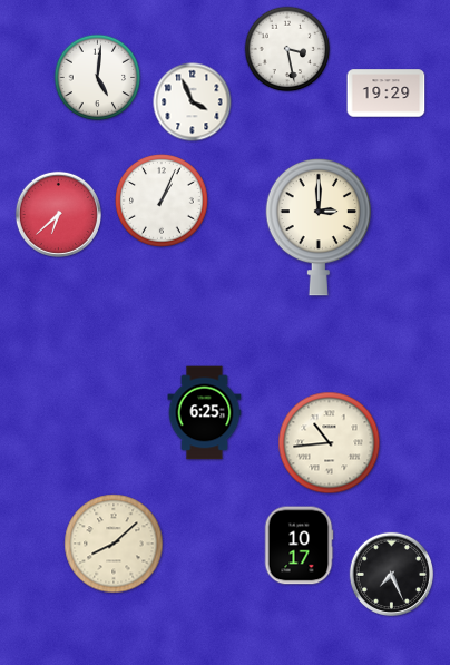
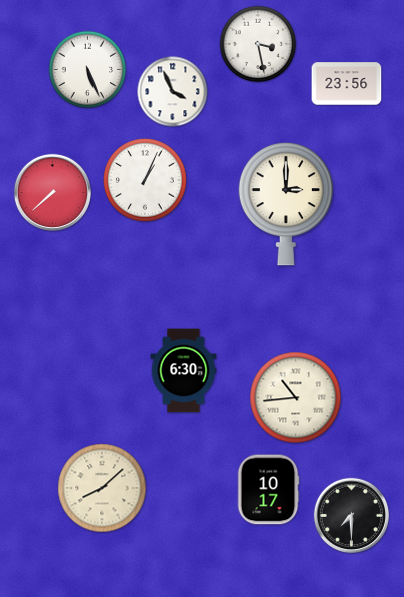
clock at (98, 78): 5:01 -> 5:26
clock at (387, 94): 19:29 -> 23:56
clock at (58, 214): 6:38 -> 7:38
clock at (205, 413): 6:25 -> 6:30
clock at (391, 574): 7:26 -> 7:30
